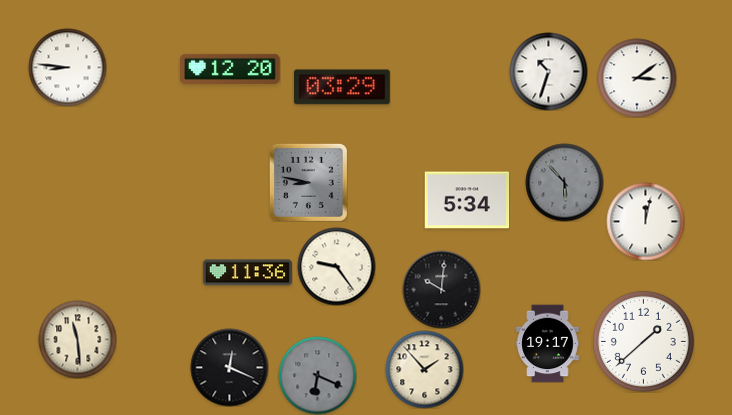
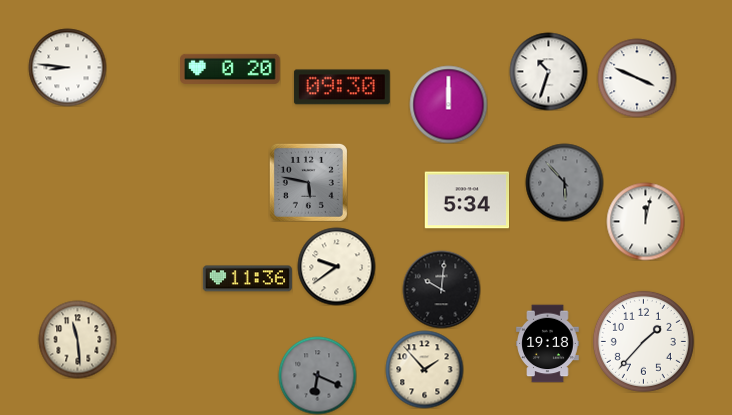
clock at (230, 69): 12:20 -> 0:20
clock at (637, 78): 3:09 -> 3:49
clock at (342, 87): 03:29 -> 09:30
clock at (448, 104): none -> 12:00
clock at (308, 182): 8:47 -> 5:47
clock at (336, 266): 9:24 -> 9:39
clock at (247, 273) position: (247, 273) -> (247, 279)
clock at (643, 341): 1:38 -> 1:37
clock at (548, 343): 19:17 -> 19:18
clock at (229, 367): 12:19 -> none
